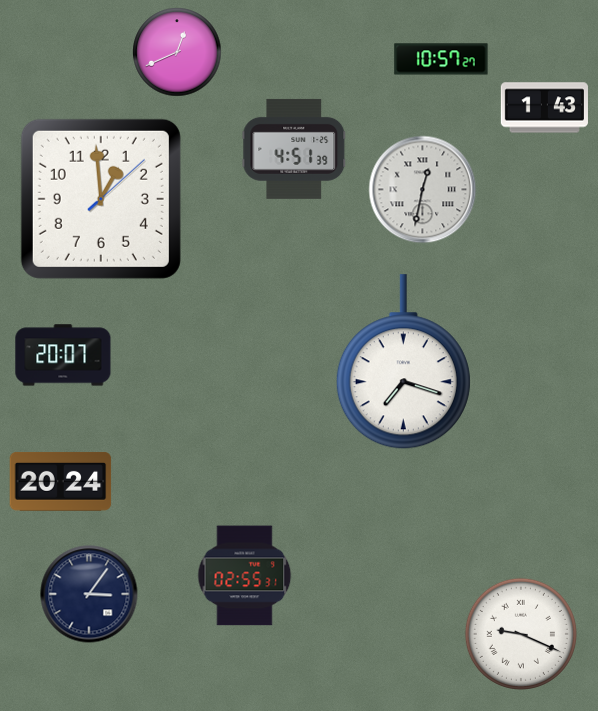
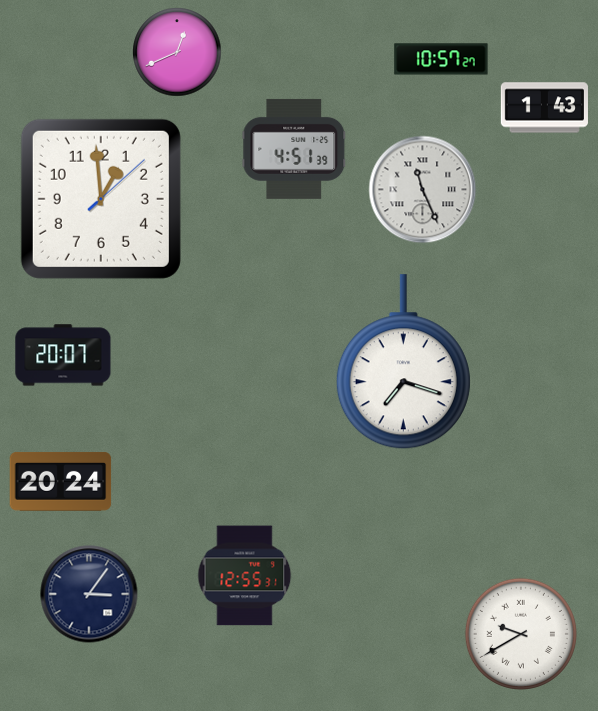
clock at (423, 190): 12:32 -> 11:26
clock at (245, 576): 02:55 -> 12:55
clock at (521, 634): 9:19 -> 9:40
